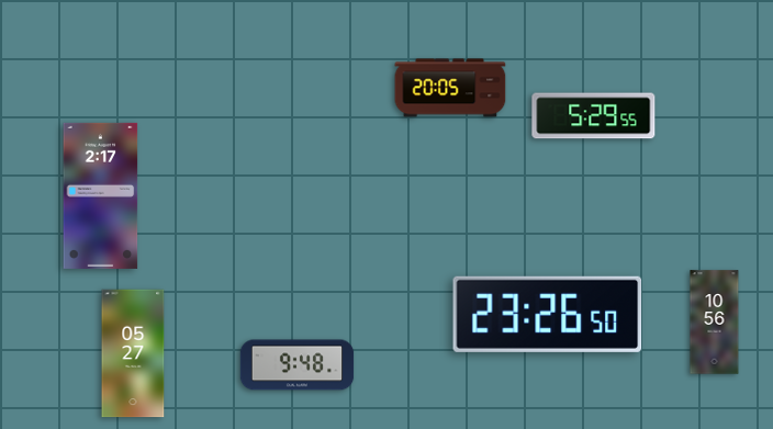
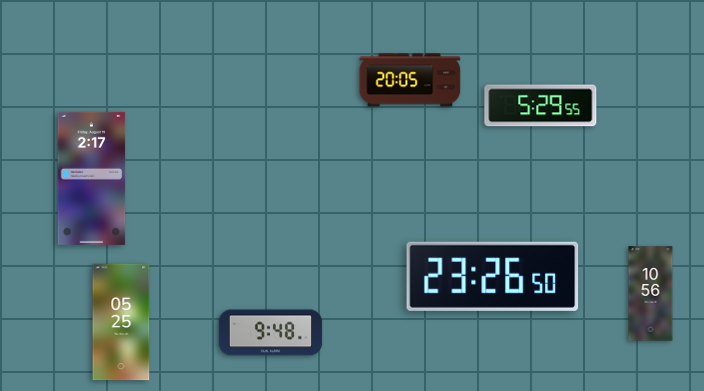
clock at (548, 314) position: (548, 314) -> (493, 276)
clock at (133, 353): 05:27 -> 05:25
